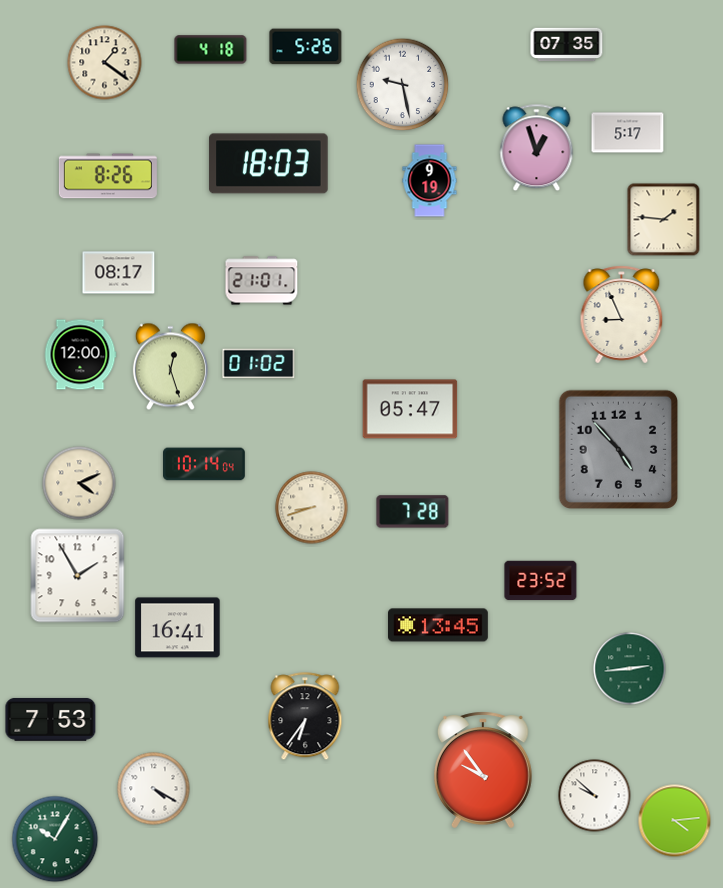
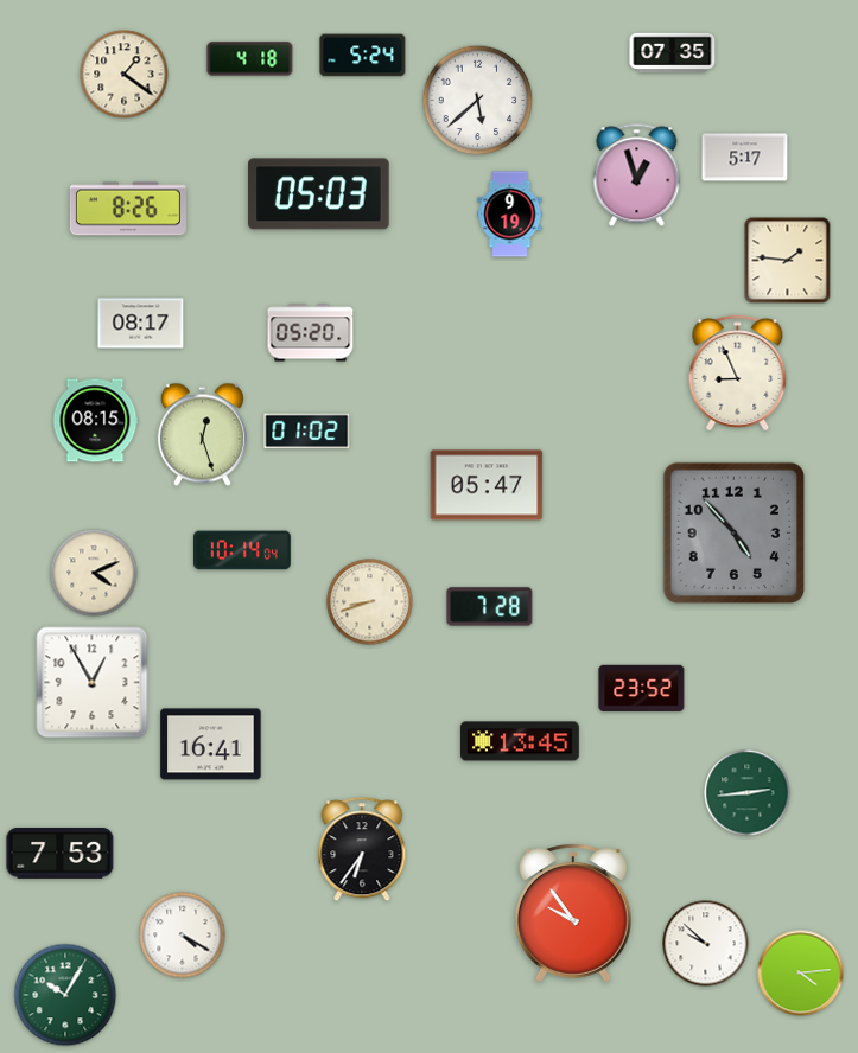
clock at (306, 47): 5:26 -> 5:24
clock at (403, 85): 9:28 -> 5:38
clock at (269, 164): 18:03 -> 05:03
clock at (262, 281): 21:01 -> 05:20
clock at (80, 355): 12:00 -> 08:15
clock at (78, 576): 1:55 -> 12:55
